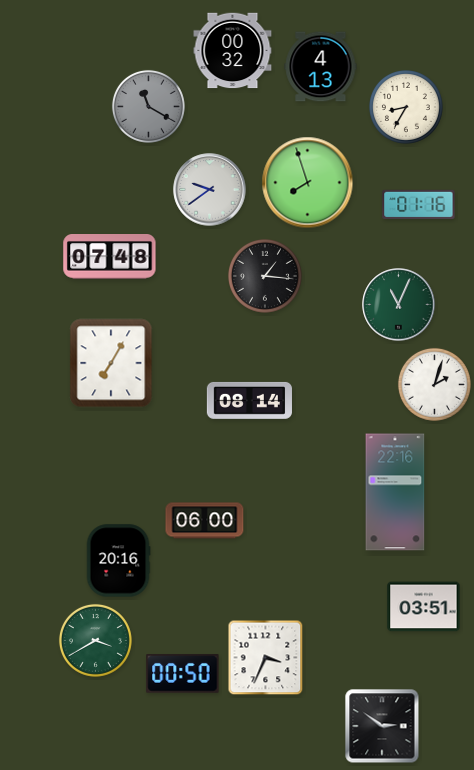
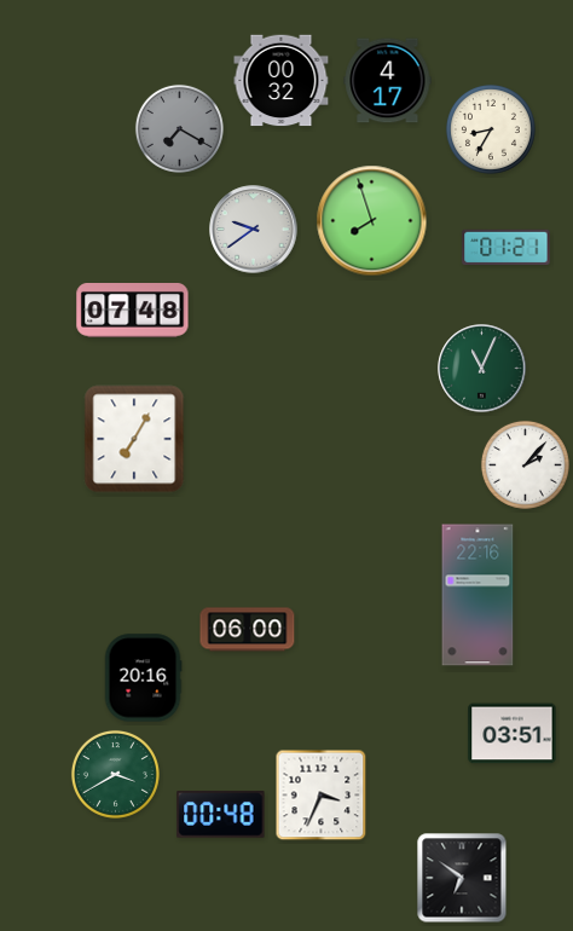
clock at (233, 51) position: (233, 51) -> (282, 81)
clock at (321, 67): 4:13 -> 4:17
clock at (148, 106): 11:20 -> 7:20
clock at (419, 204): 01:16 -> 01:21
clock at (265, 276): 1:16 -> none
clock at (434, 384): 2:03 -> 2:07
clock at (249, 400): 08:14 -> none
clock at (183, 674): 00:50 -> 00:48
clock at (382, 726): 2:51 -> 6:51
